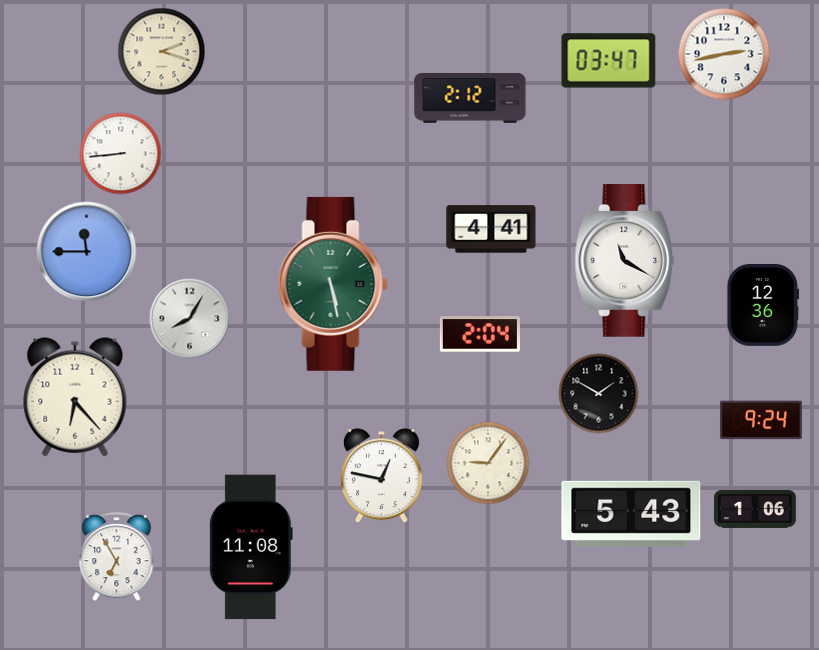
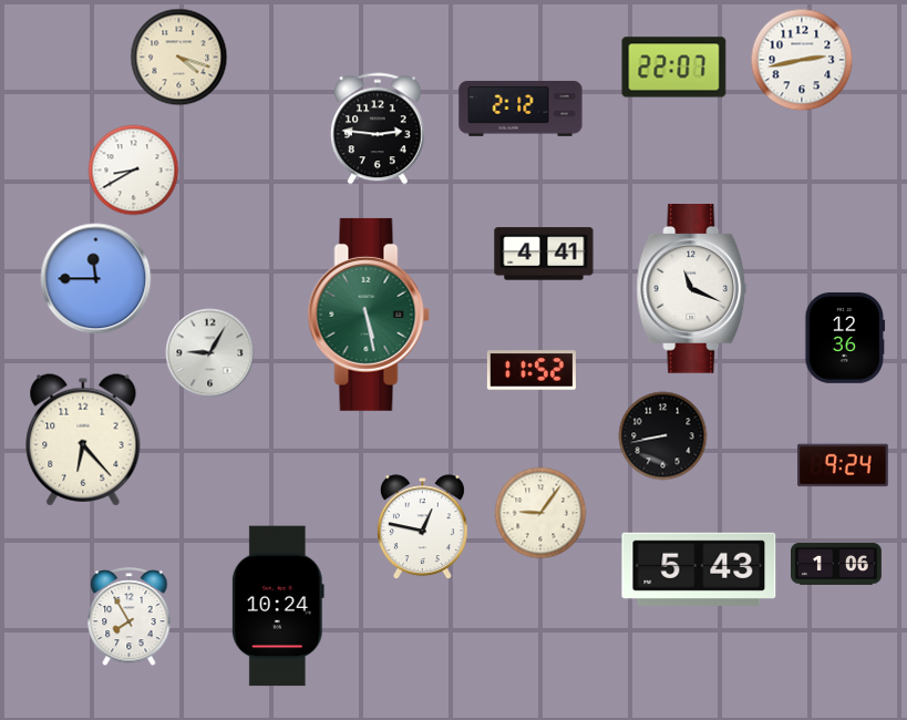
clock at (162, 52): 2:18 -> 4:18
clock at (609, 61): 03:47 -> 22:07
clock at (378, 128): none -> 2:46
clock at (121, 154): 8:44 -> 8:40
clock at (625, 261): 11:20 -> 11:19
clock at (190, 319): 8:05 -> 9:05
clock at (480, 334): 2:04 -> 11:52
clock at (599, 394): 1:50 -> 8:43
clock at (251, 547): 11:08 -> 10:24
clock at (117, 557): 6:55 -> 7:55
